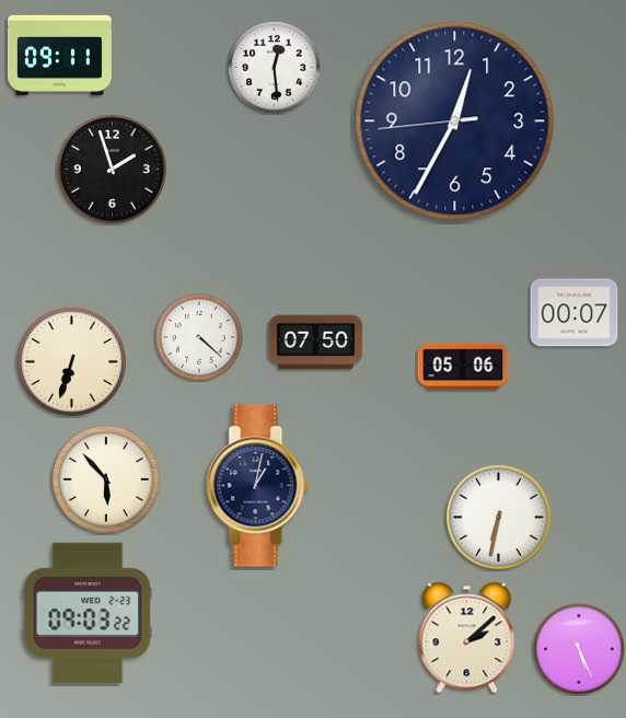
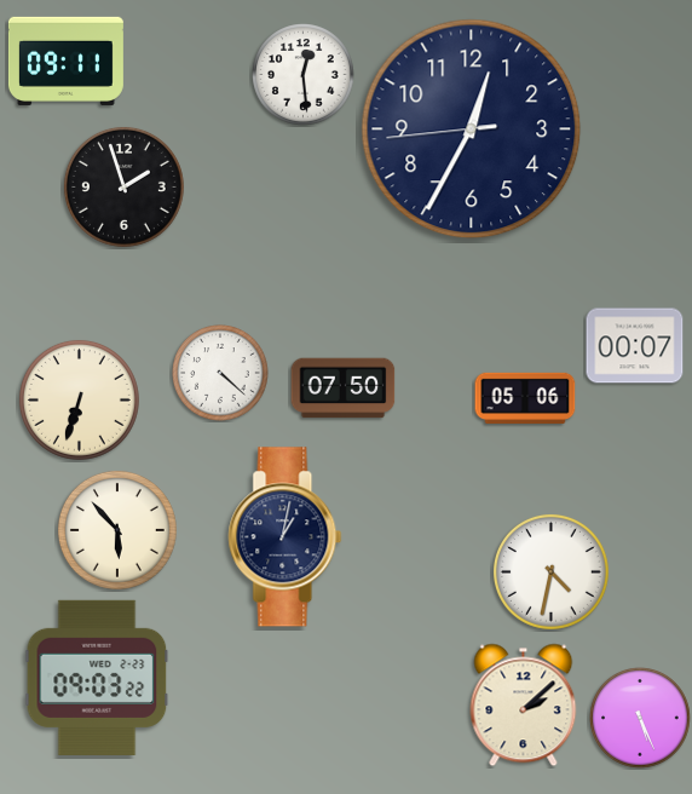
clock at (455, 121) position: (455, 121) -> (472, 130)
clock at (316, 343) position: (316, 343) -> (344, 389)
clock at (463, 366) position: (463, 366) -> (525, 397)
clock at (498, 517): 6:32 -> 4:32
clock at (467, 638) position: (467, 638) -> (524, 706)
